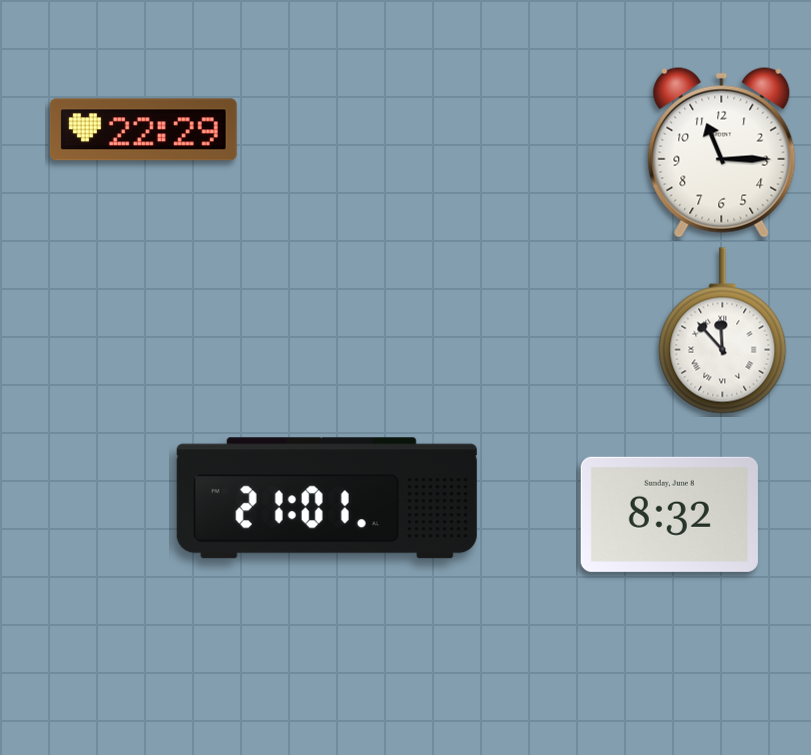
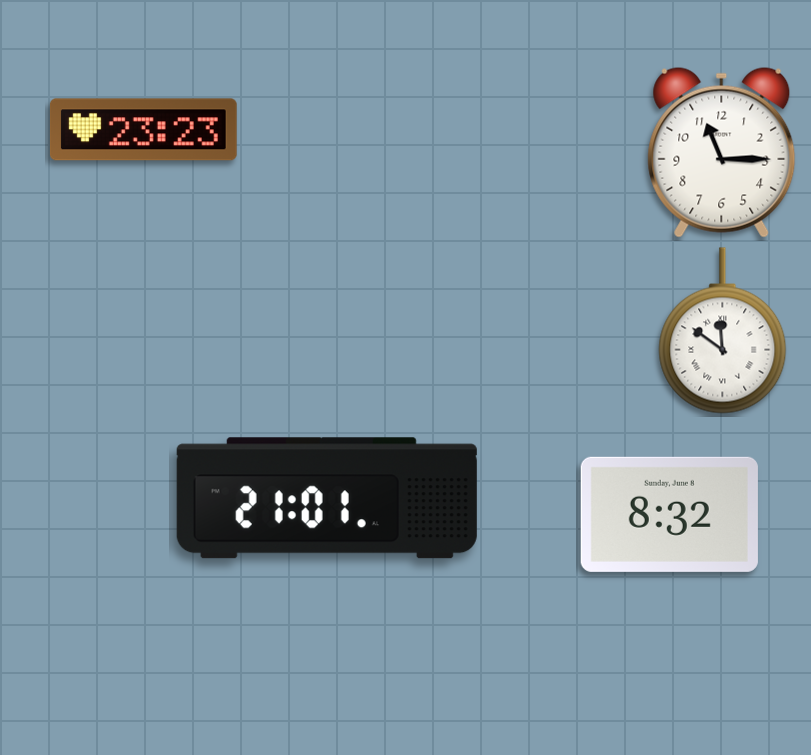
clock at (143, 130): 22:29 -> 23:23
clock at (723, 331): 11:53 -> 11:51
